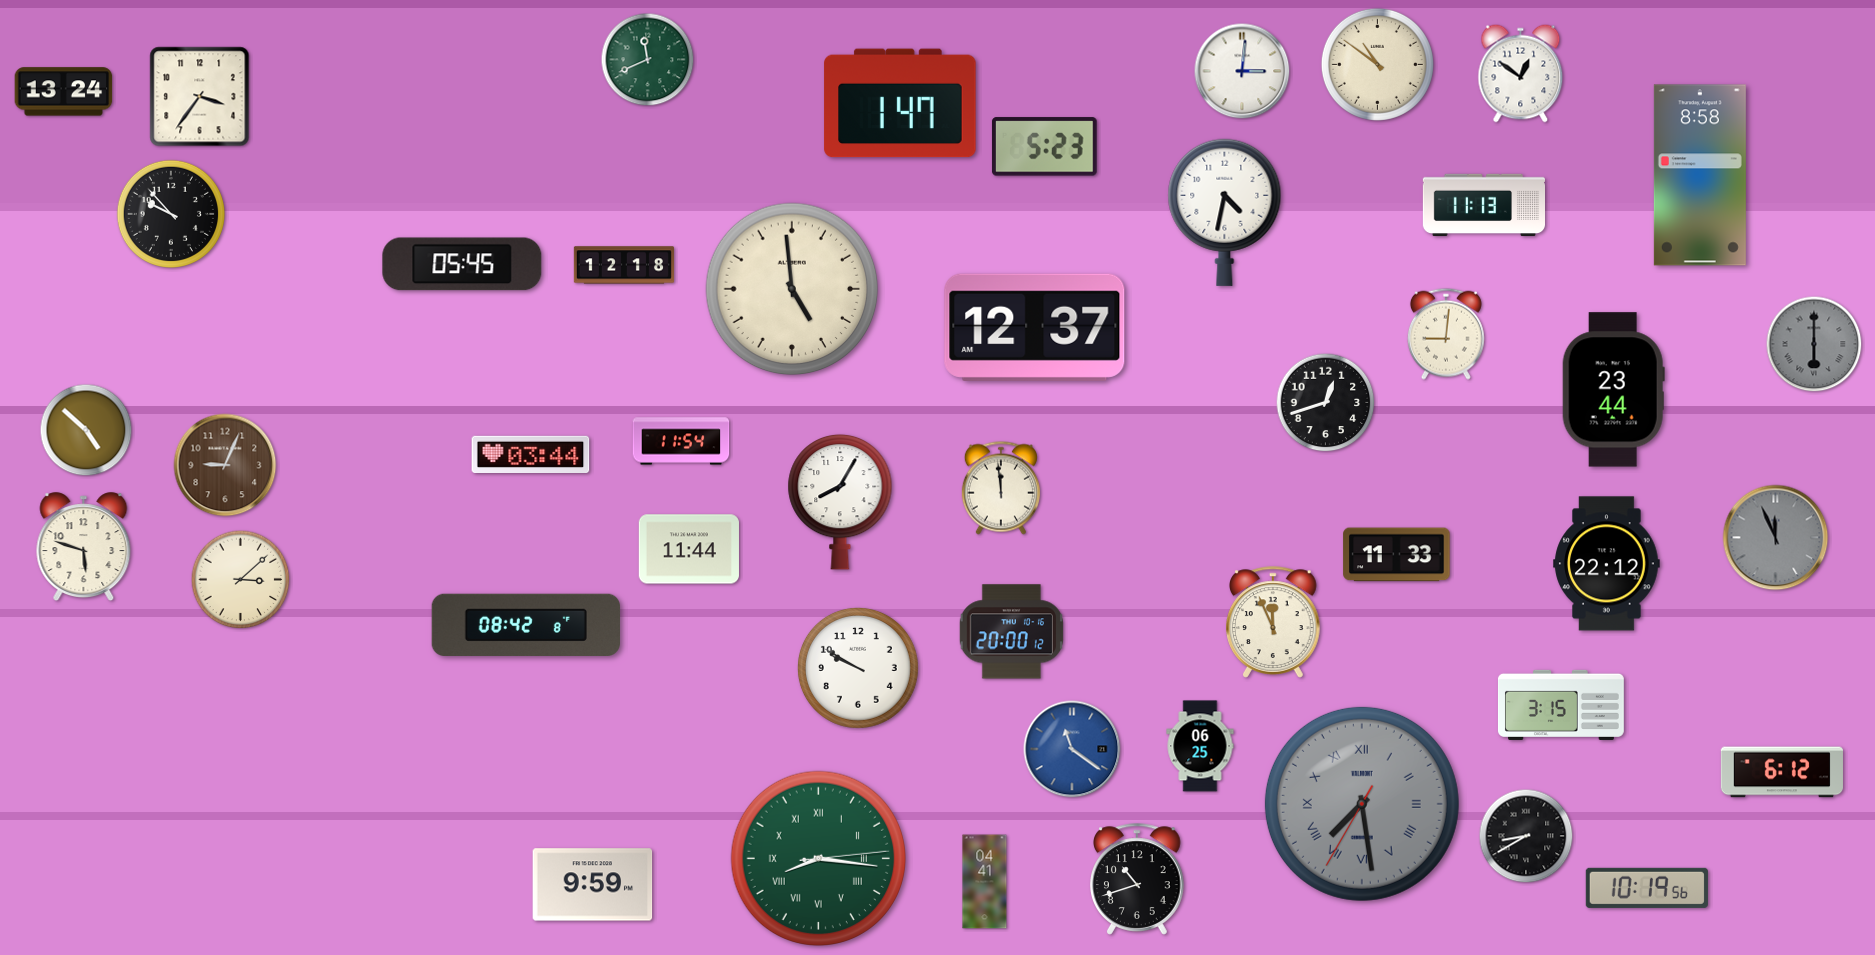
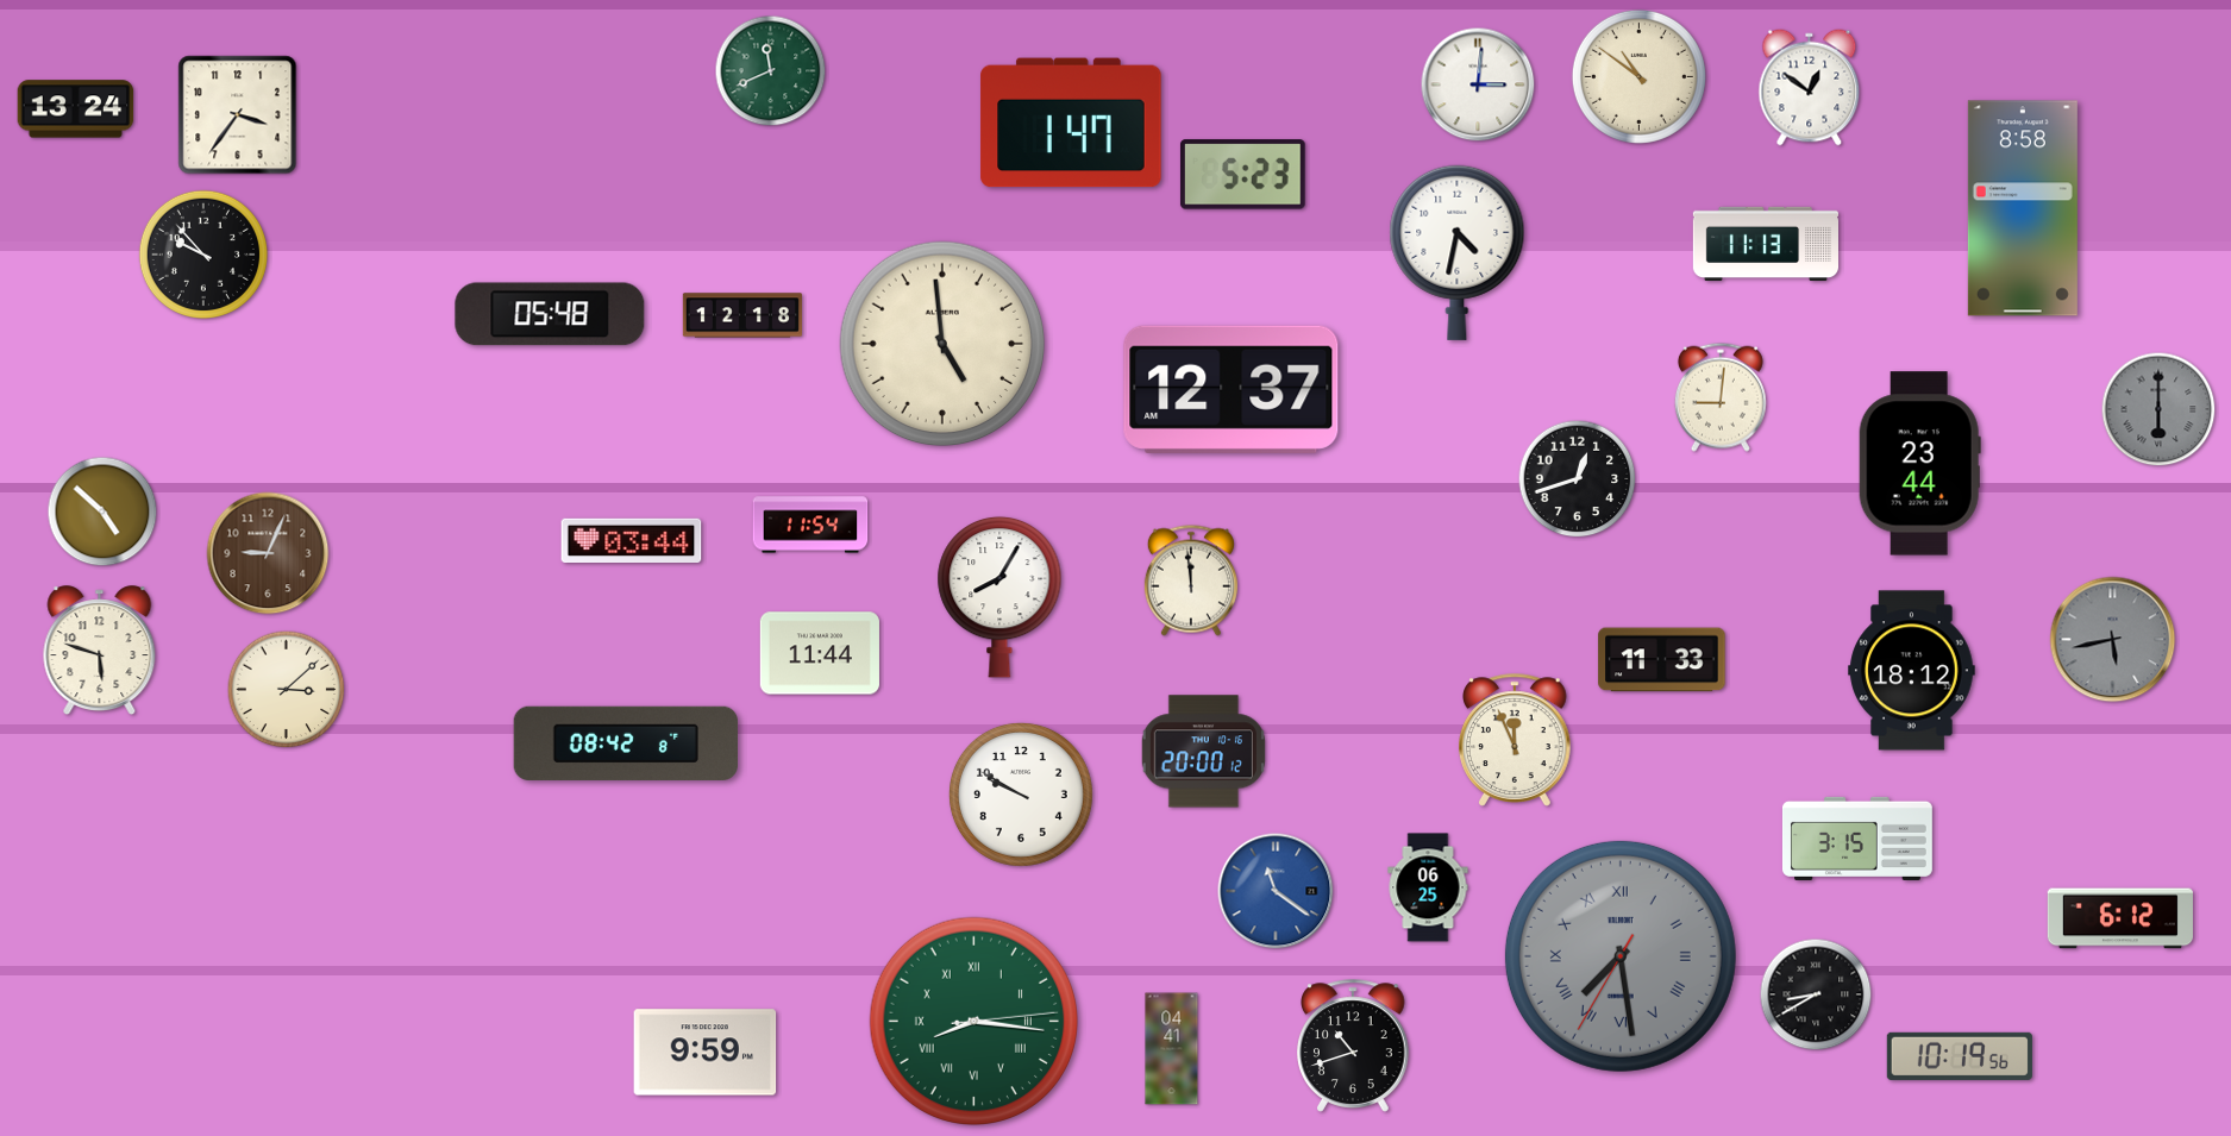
clock at (462, 264): 05:45 -> 05:48
clock at (1776, 538): 11:56 -> 5:43
clock at (1607, 564): 22:12 -> 18:12
